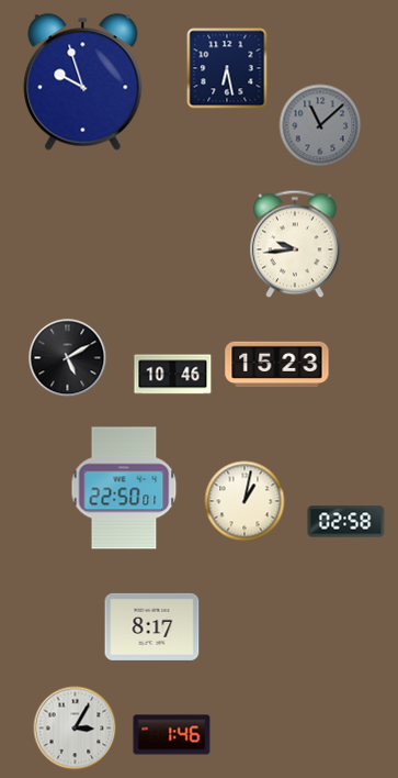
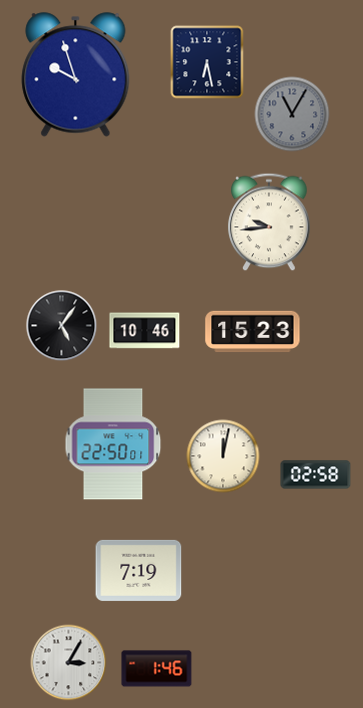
clock at (320, 125): 11:08 -> 11:05
clock at (68, 358): 5:10 -> 5:06
clock at (173, 375) position: (173, 375) -> (145, 331)
clock at (245, 501): 1:02 -> 12:02
clock at (152, 626): 8:17 -> 7:19
